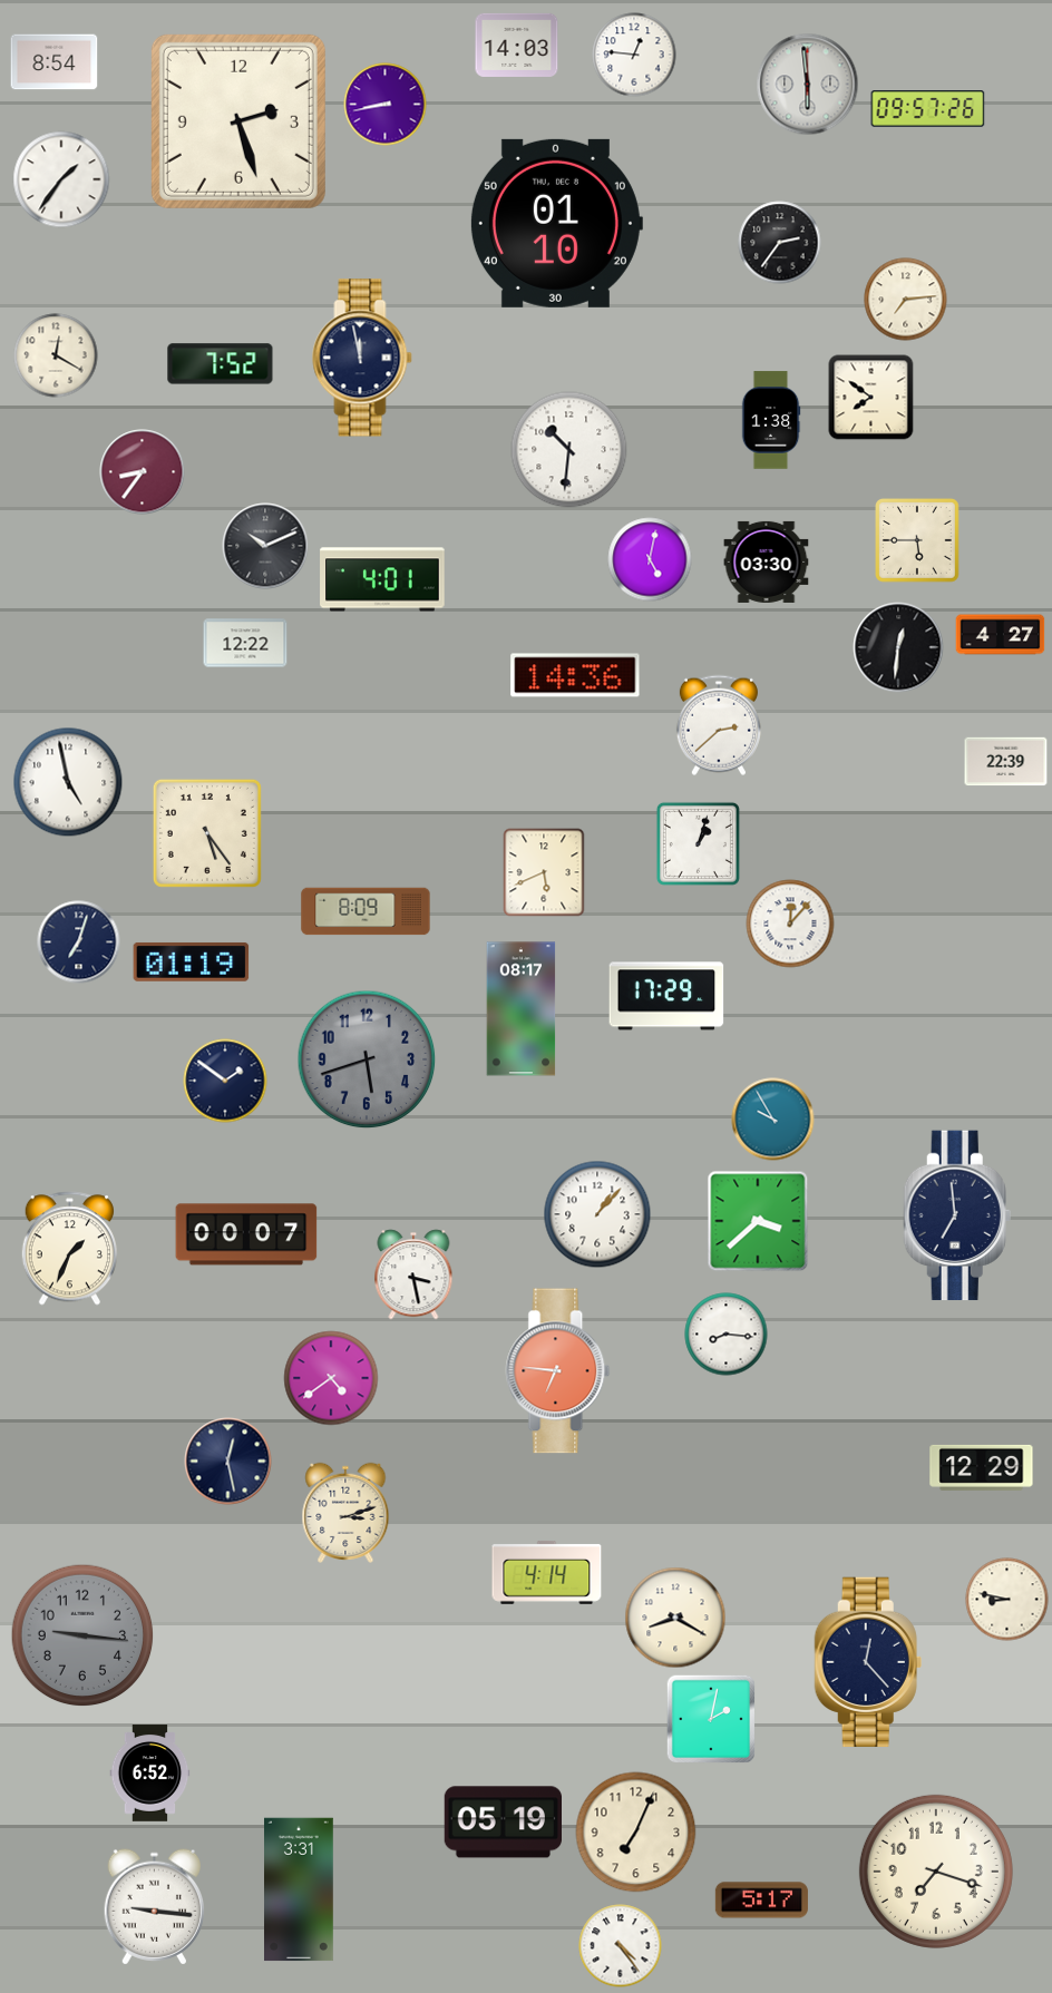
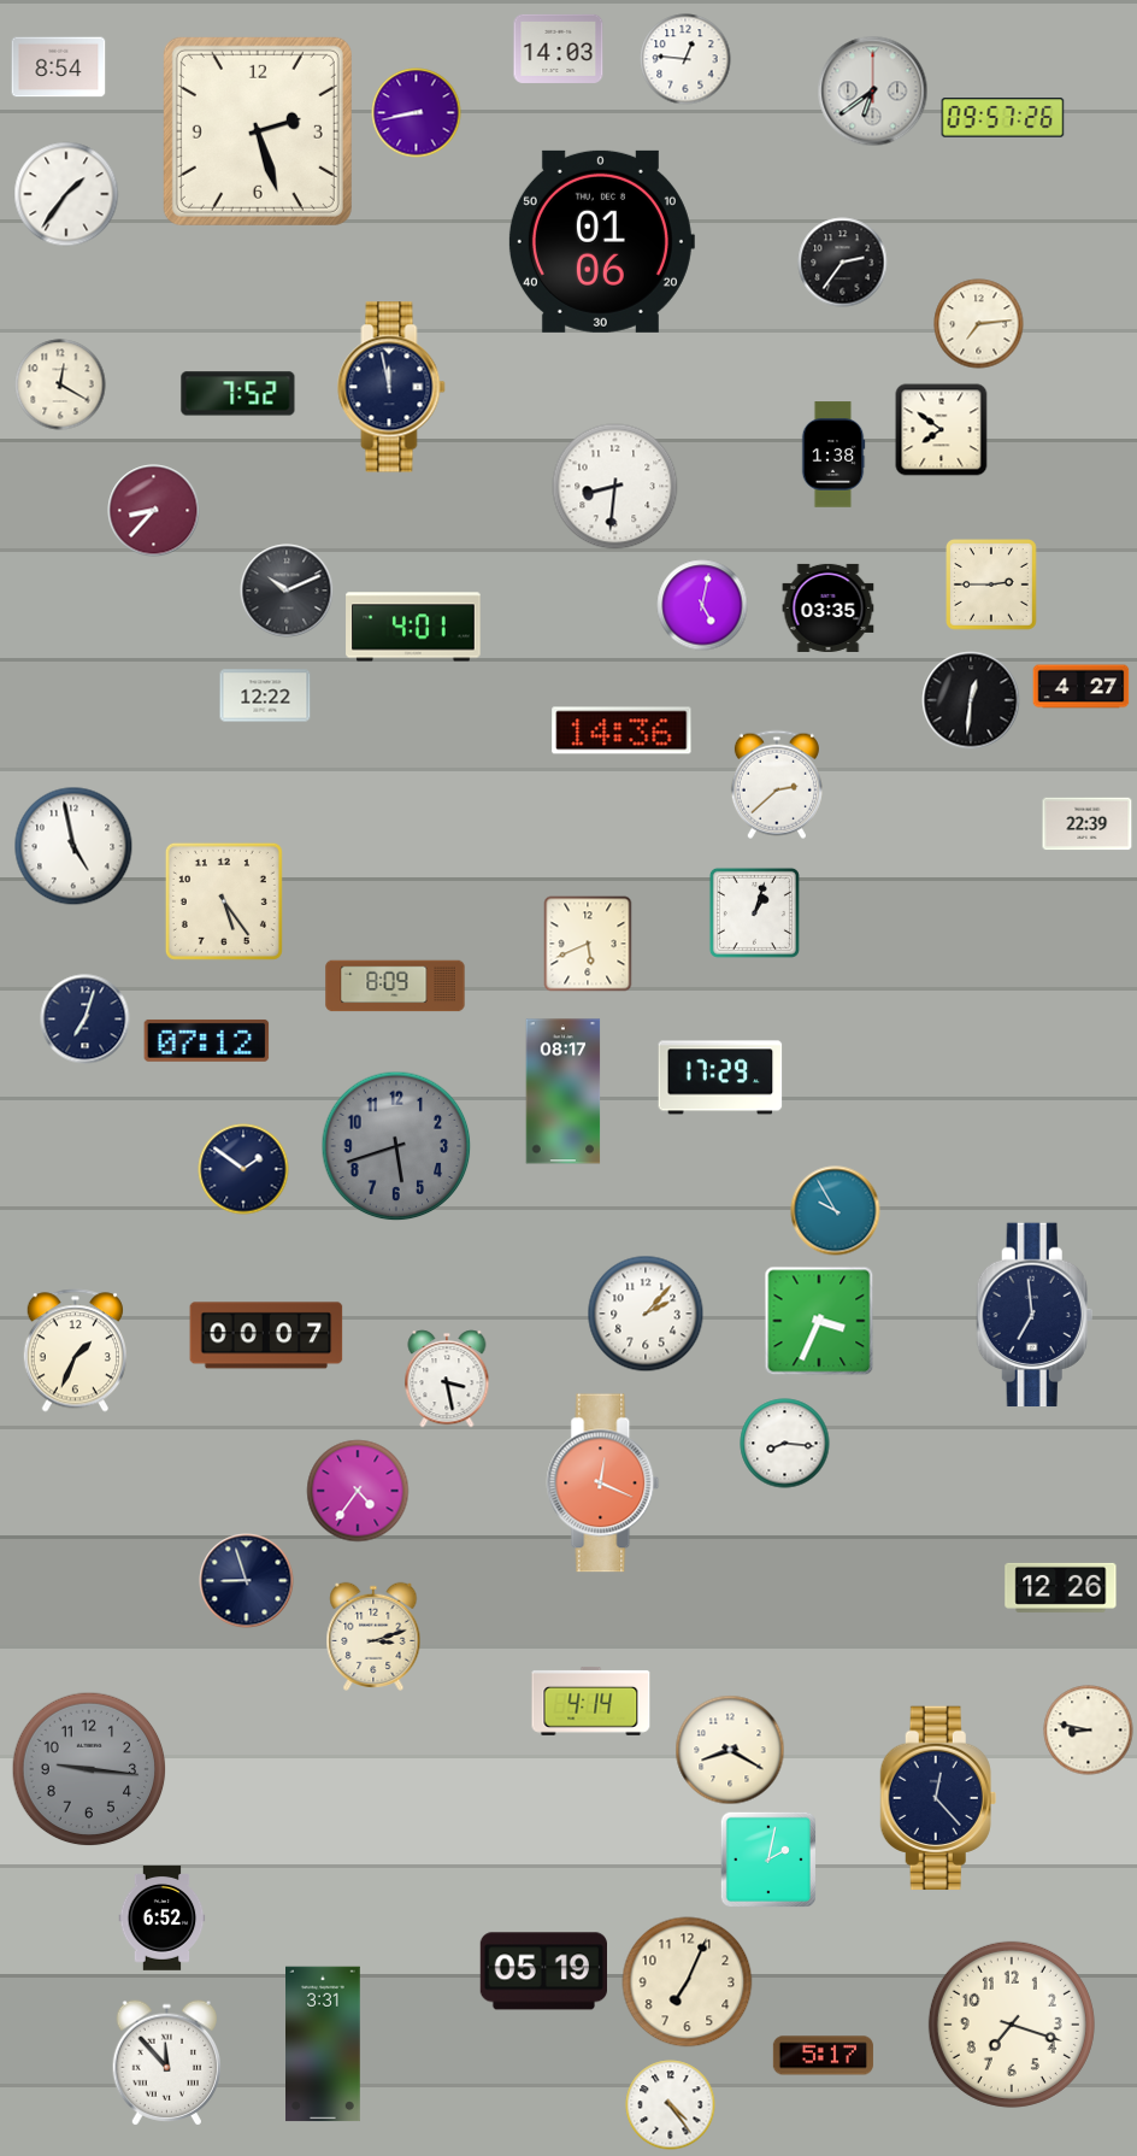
clock at (808, 85): 5:59 -> 6:39
clock at (556, 223): 01:10 -> 01:06
clock at (569, 450): 10:31 -> 8:31
clock at (143, 472): 8:36 -> 8:37
clock at (918, 541): 5:45 -> 2:45
clock at (767, 561): 03:30 -> 03:35
clock at (790, 924): 12:07 -> none
clock at (192, 961): 01:19 -> 07:12
clock at (597, 1214): 1:07 -> 2:07
clock at (758, 1221): 3:38 -> 3:34
clock at (558, 1371): 6:46 -> 12:19
clock at (331, 1378): 4:39 -> 4:36
clock at (228, 1462): 12:28 -> 8:57
clock at (982, 1467): 12:29 -> 12:26
clock at (154, 1907): 9:16 -> 11:53
